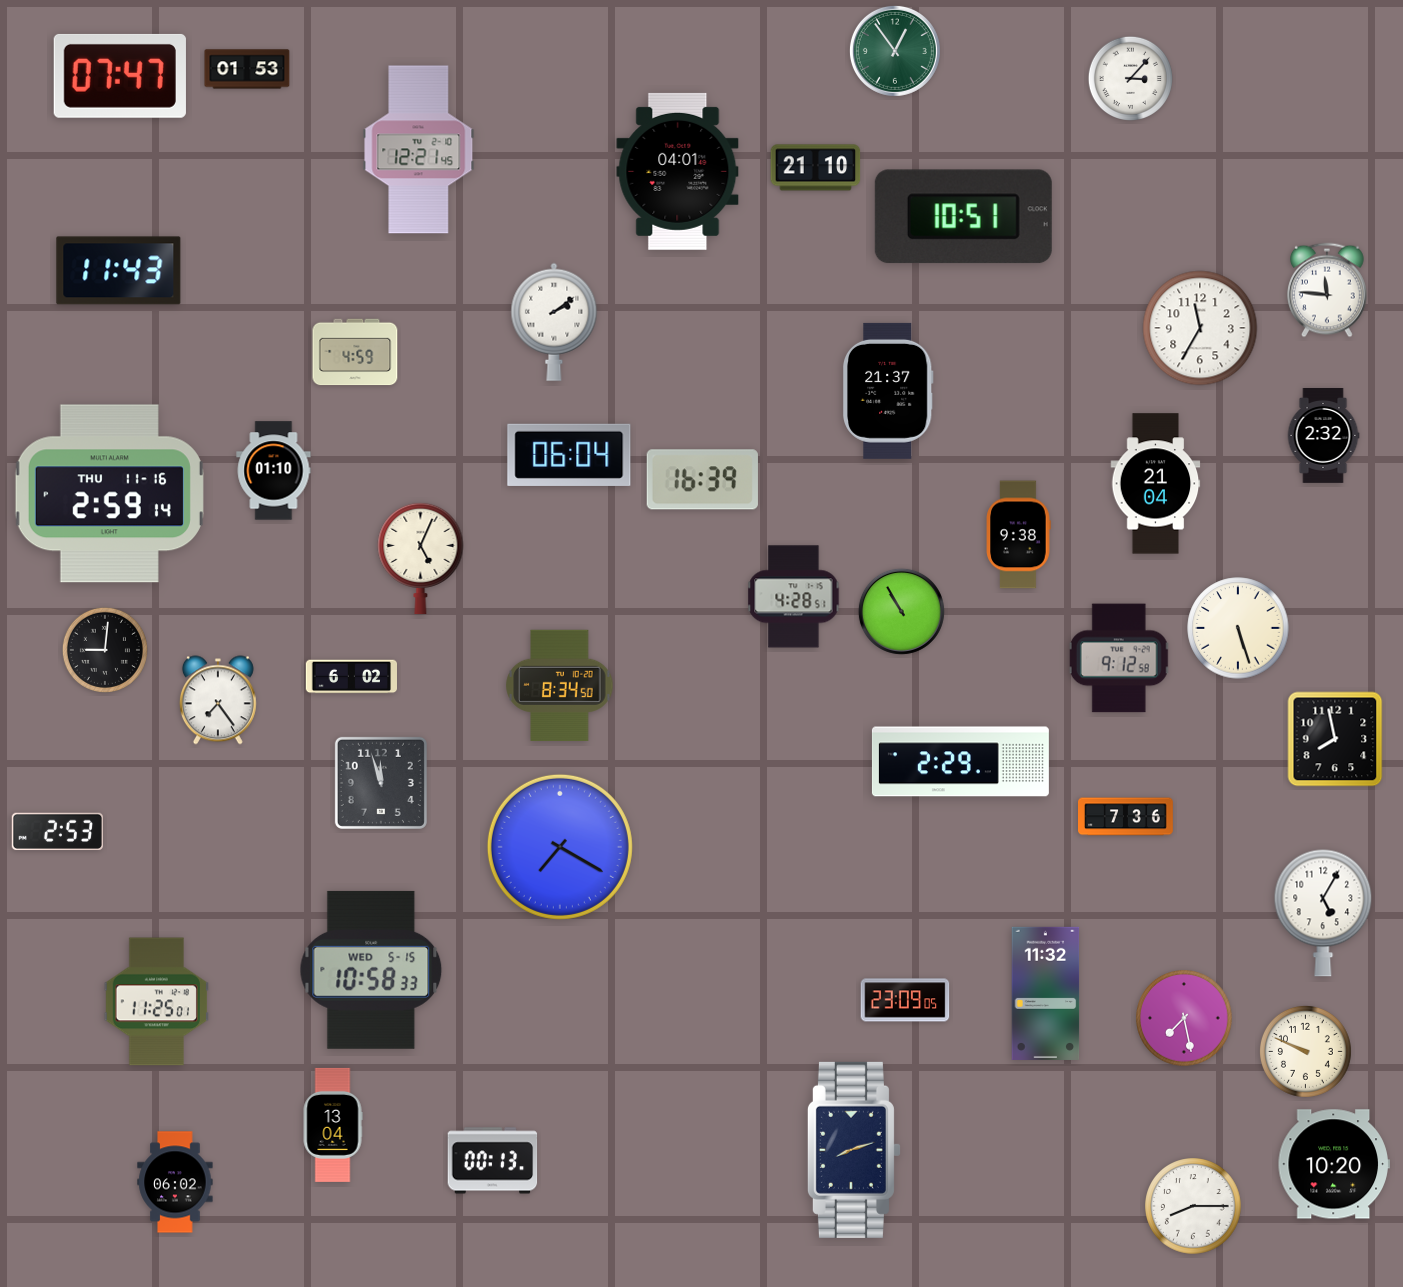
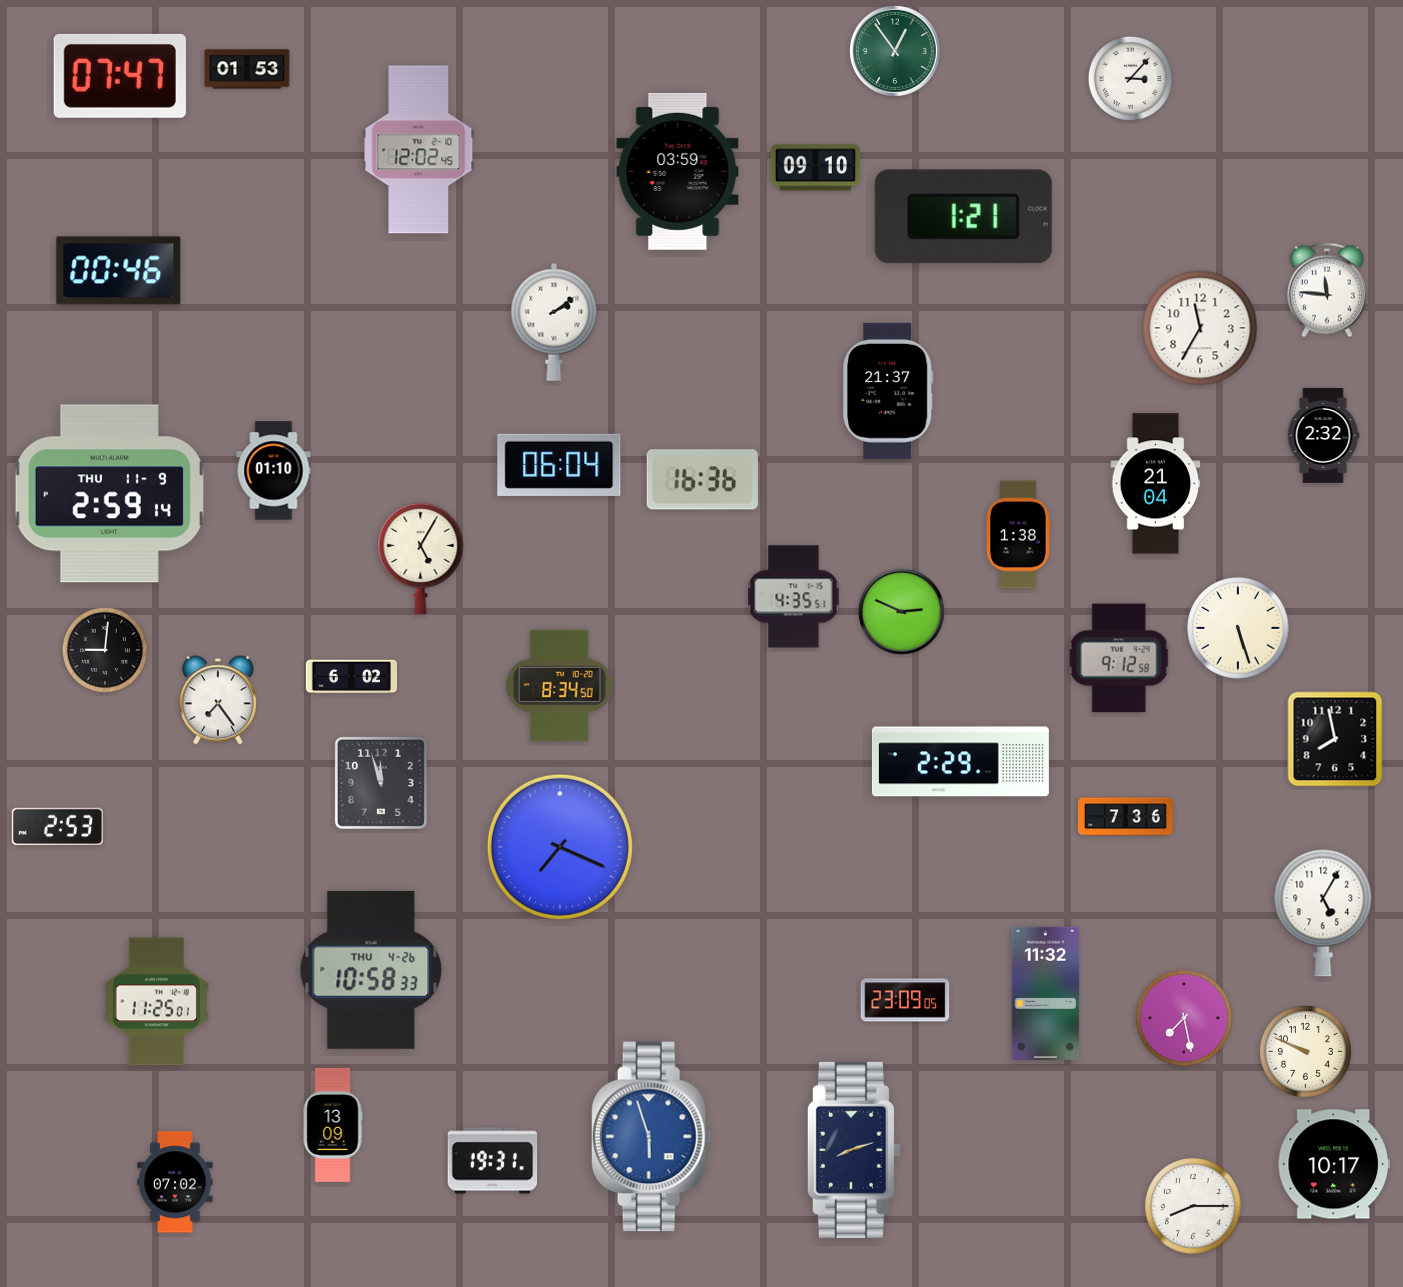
clock at (419, 150): 12:21 -> 12:02
clock at (816, 168): 21:10 -> 09:10
clock at (678, 171): 04:01 -> 03:59
clock at (963, 217): 10:51 -> 1:21
clock at (119, 271): 11:43 -> 00:46
clock at (355, 352): 4:59 -> none
clock at (569, 455) position: (569, 455) -> (559, 465)
clock at (702, 480): 16:39 -> 16:36
clock at (109, 494) date: THU 11-16 -> THU 11-9
clock at (1018, 535): 9:38 -> 1:38
clock at (421, 558): 5:04 -> 5:05
clock at (794, 597): 4:28 -> 4:35
clock at (901, 611): 10:55 -> 2:49
clock at (57, 832) position: (57, 832) -> (57, 827)
clock at (560, 847): 7:20 -> 7:19
clock at (371, 970) date: WED 5-15 -> THU 4-26
clock at (333, 1125): 13:04 -> 13:09
clock at (651, 1137): none -> 5:57
clock at (493, 1161): 00:13 -> 19:31
clock at (1334, 1164): 10:20 -> 10:17
clock at (175, 1182): 06:02 -> 07:02
